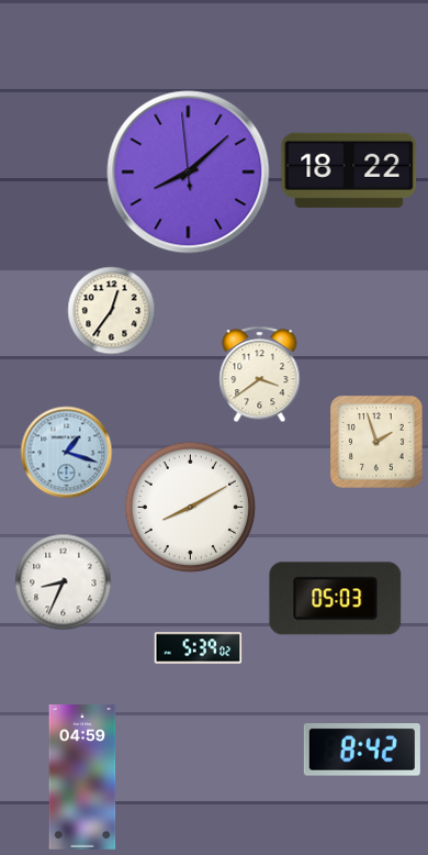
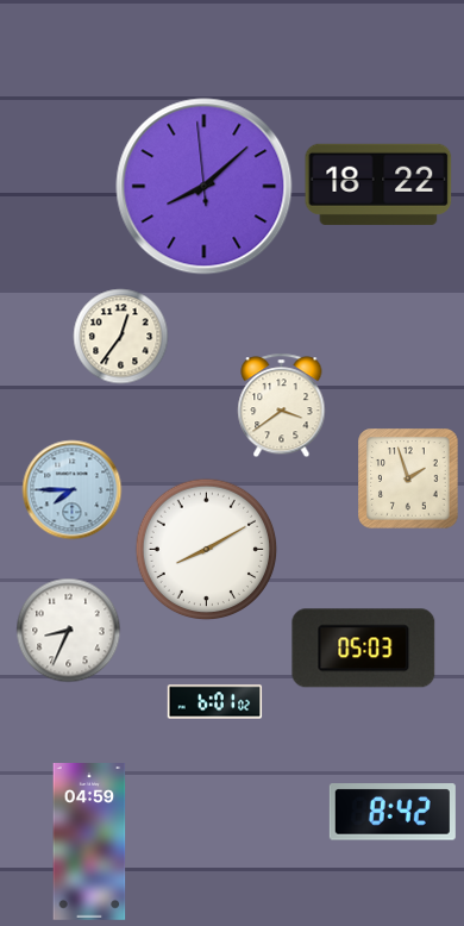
clock at (67, 453): 1:18 -> 7:45
clock at (199, 648): 5:39 -> 6:01
